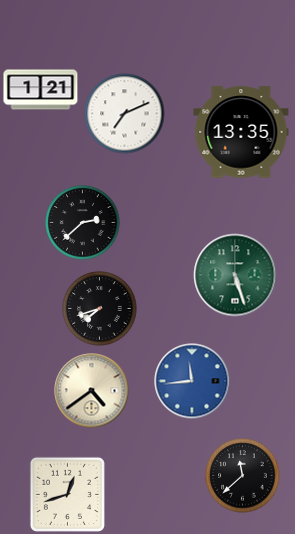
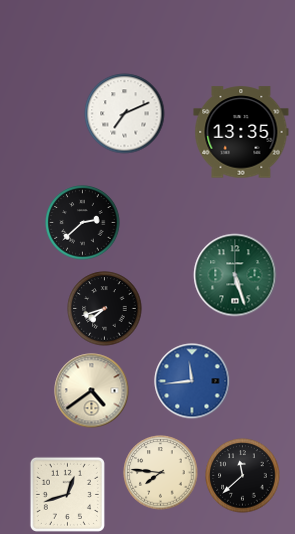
clock at (41, 90): 1:21 -> none
clock at (100, 309) position: (100, 309) -> (105, 309)
clock at (161, 473): none -> 7:46
